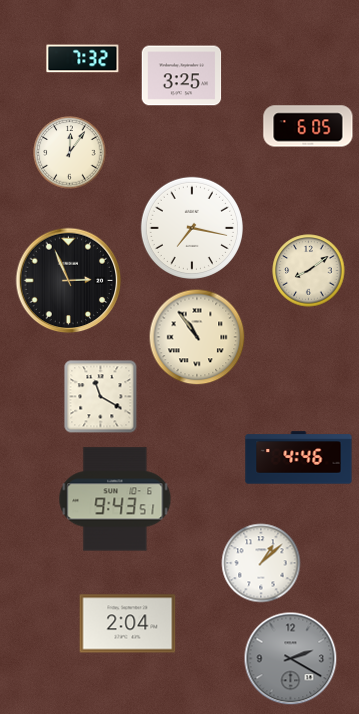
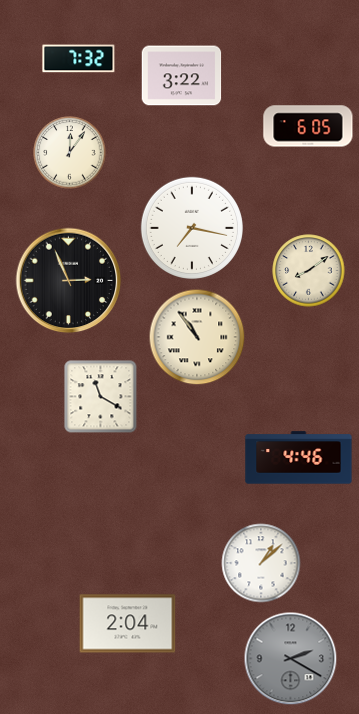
clock at (83, 59) position: (83, 59) -> (79, 59)
clock at (182, 76): 3:25 -> 3:22
clock at (115, 499): 9:43 -> none
